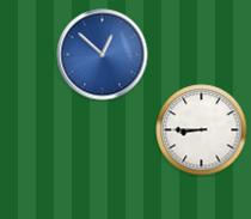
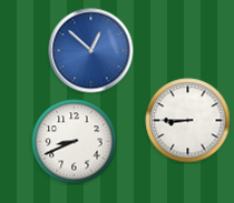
clock at (103, 55) position: (103, 55) -> (91, 51)
clock at (75, 142): none -> 8:41
